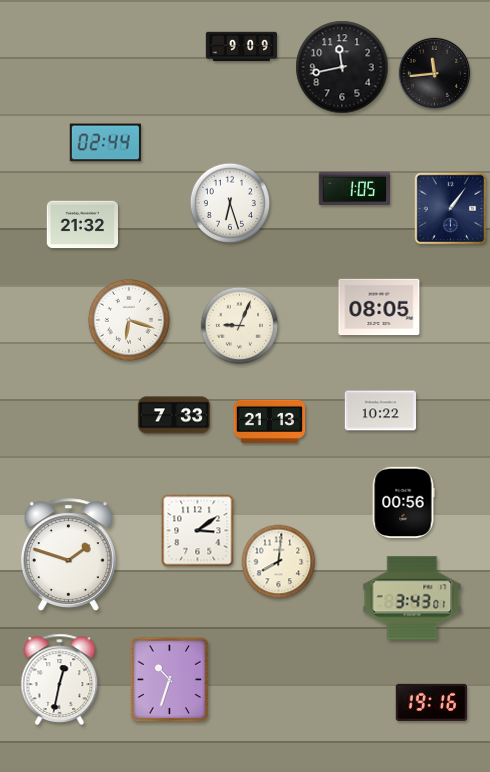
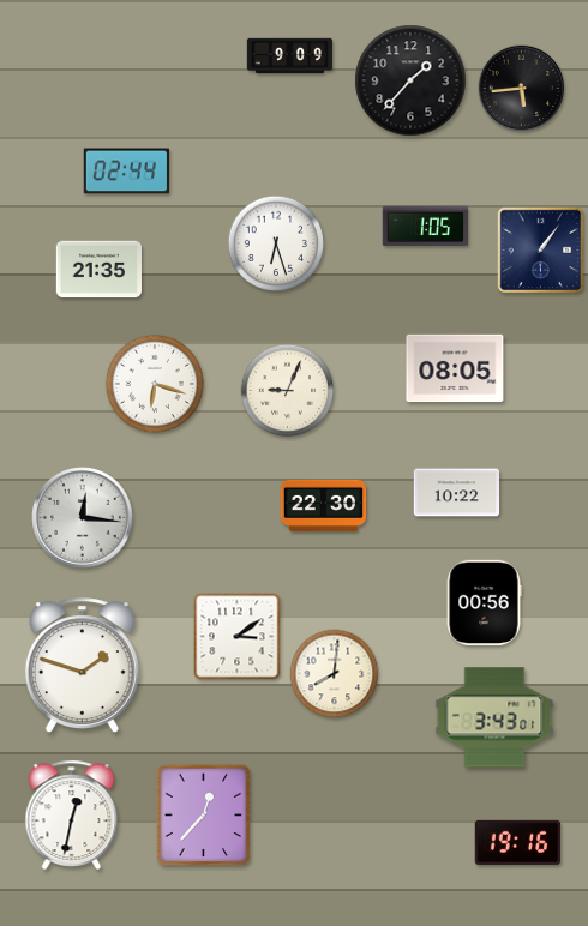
clock at (342, 67): 11:43 -> 1:37
clock at (435, 74): 11:44 -> 5:44
clock at (83, 225): 21:32 -> 21:35
clock at (174, 415): 7:33 -> none
clock at (270, 421): 21:13 -> 22:30
clock at (83, 518): none -> 12:16
clock at (170, 680): 10:33 -> 12:37
